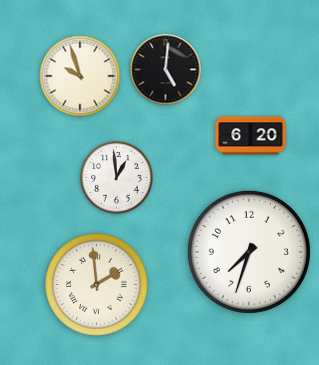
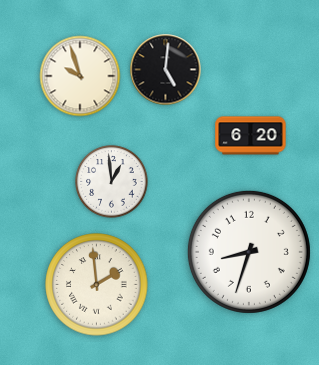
clock at (117, 178) position: (117, 178) -> (112, 182)
clock at (249, 252): 7:33 -> 8:33
